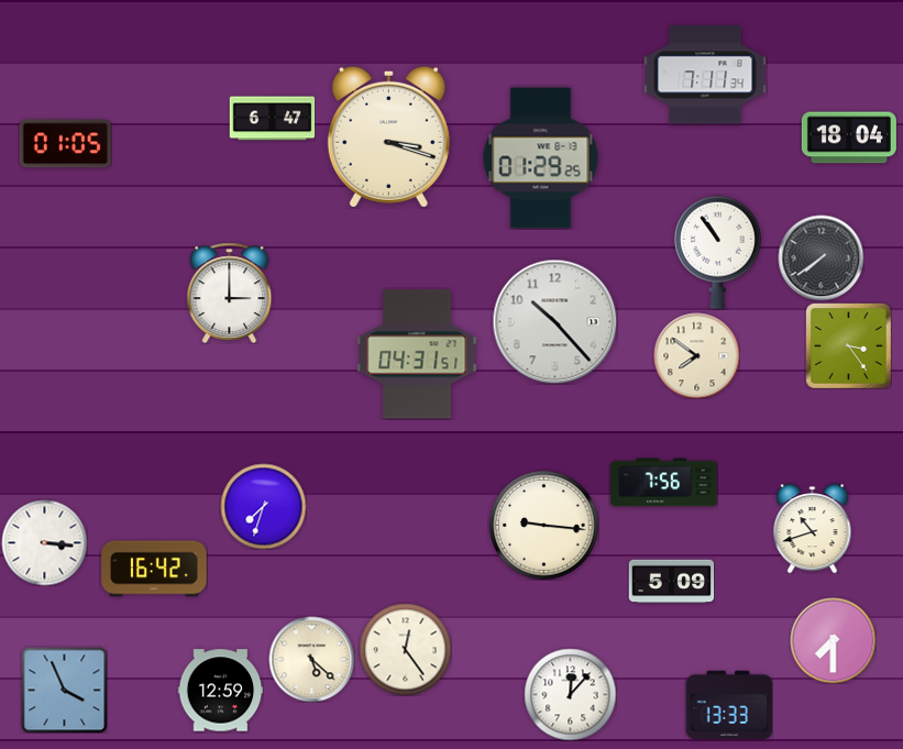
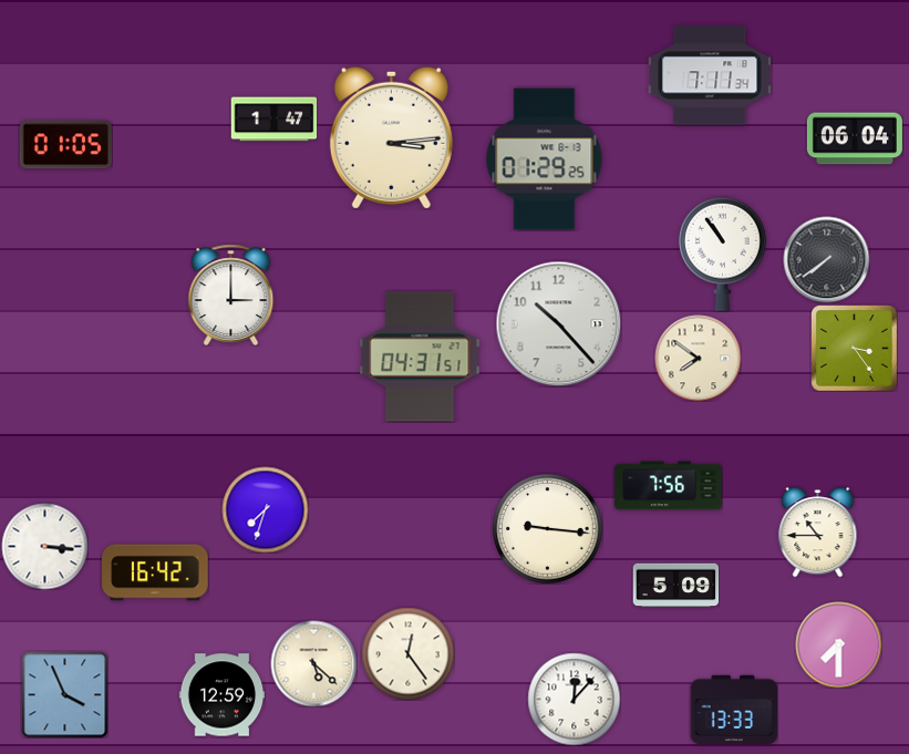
clock at (272, 119): 6:47 -> 1:47
clock at (388, 136): 3:18 -> 3:14
clock at (849, 137): 18:04 -> 06:04
clock at (696, 355) position: (696, 355) -> (698, 358)
clock at (813, 528): 10:42 -> 10:45
